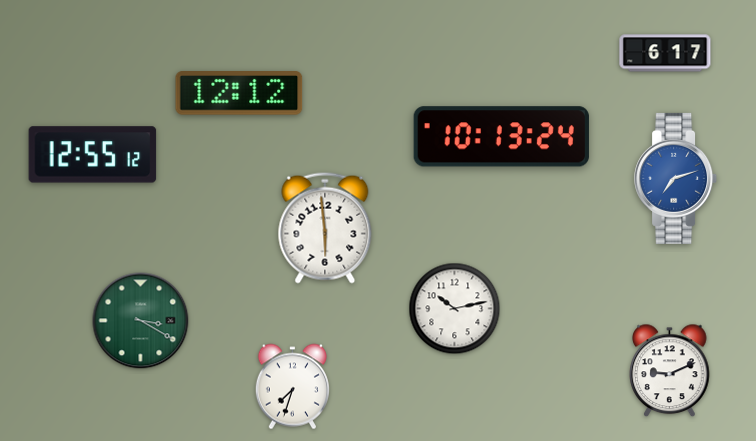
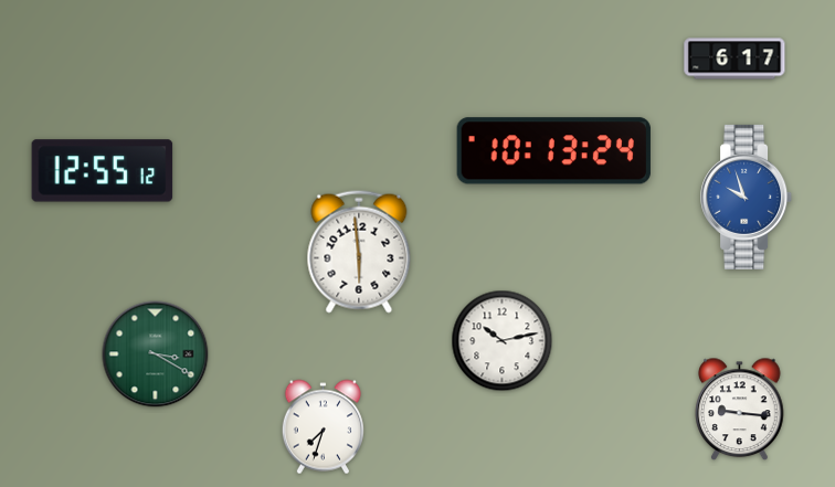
clock at (239, 93): 12:12 -> none
clock at (676, 178): 7:12 -> 9:57
clock at (670, 371): 9:11 -> 9:16
